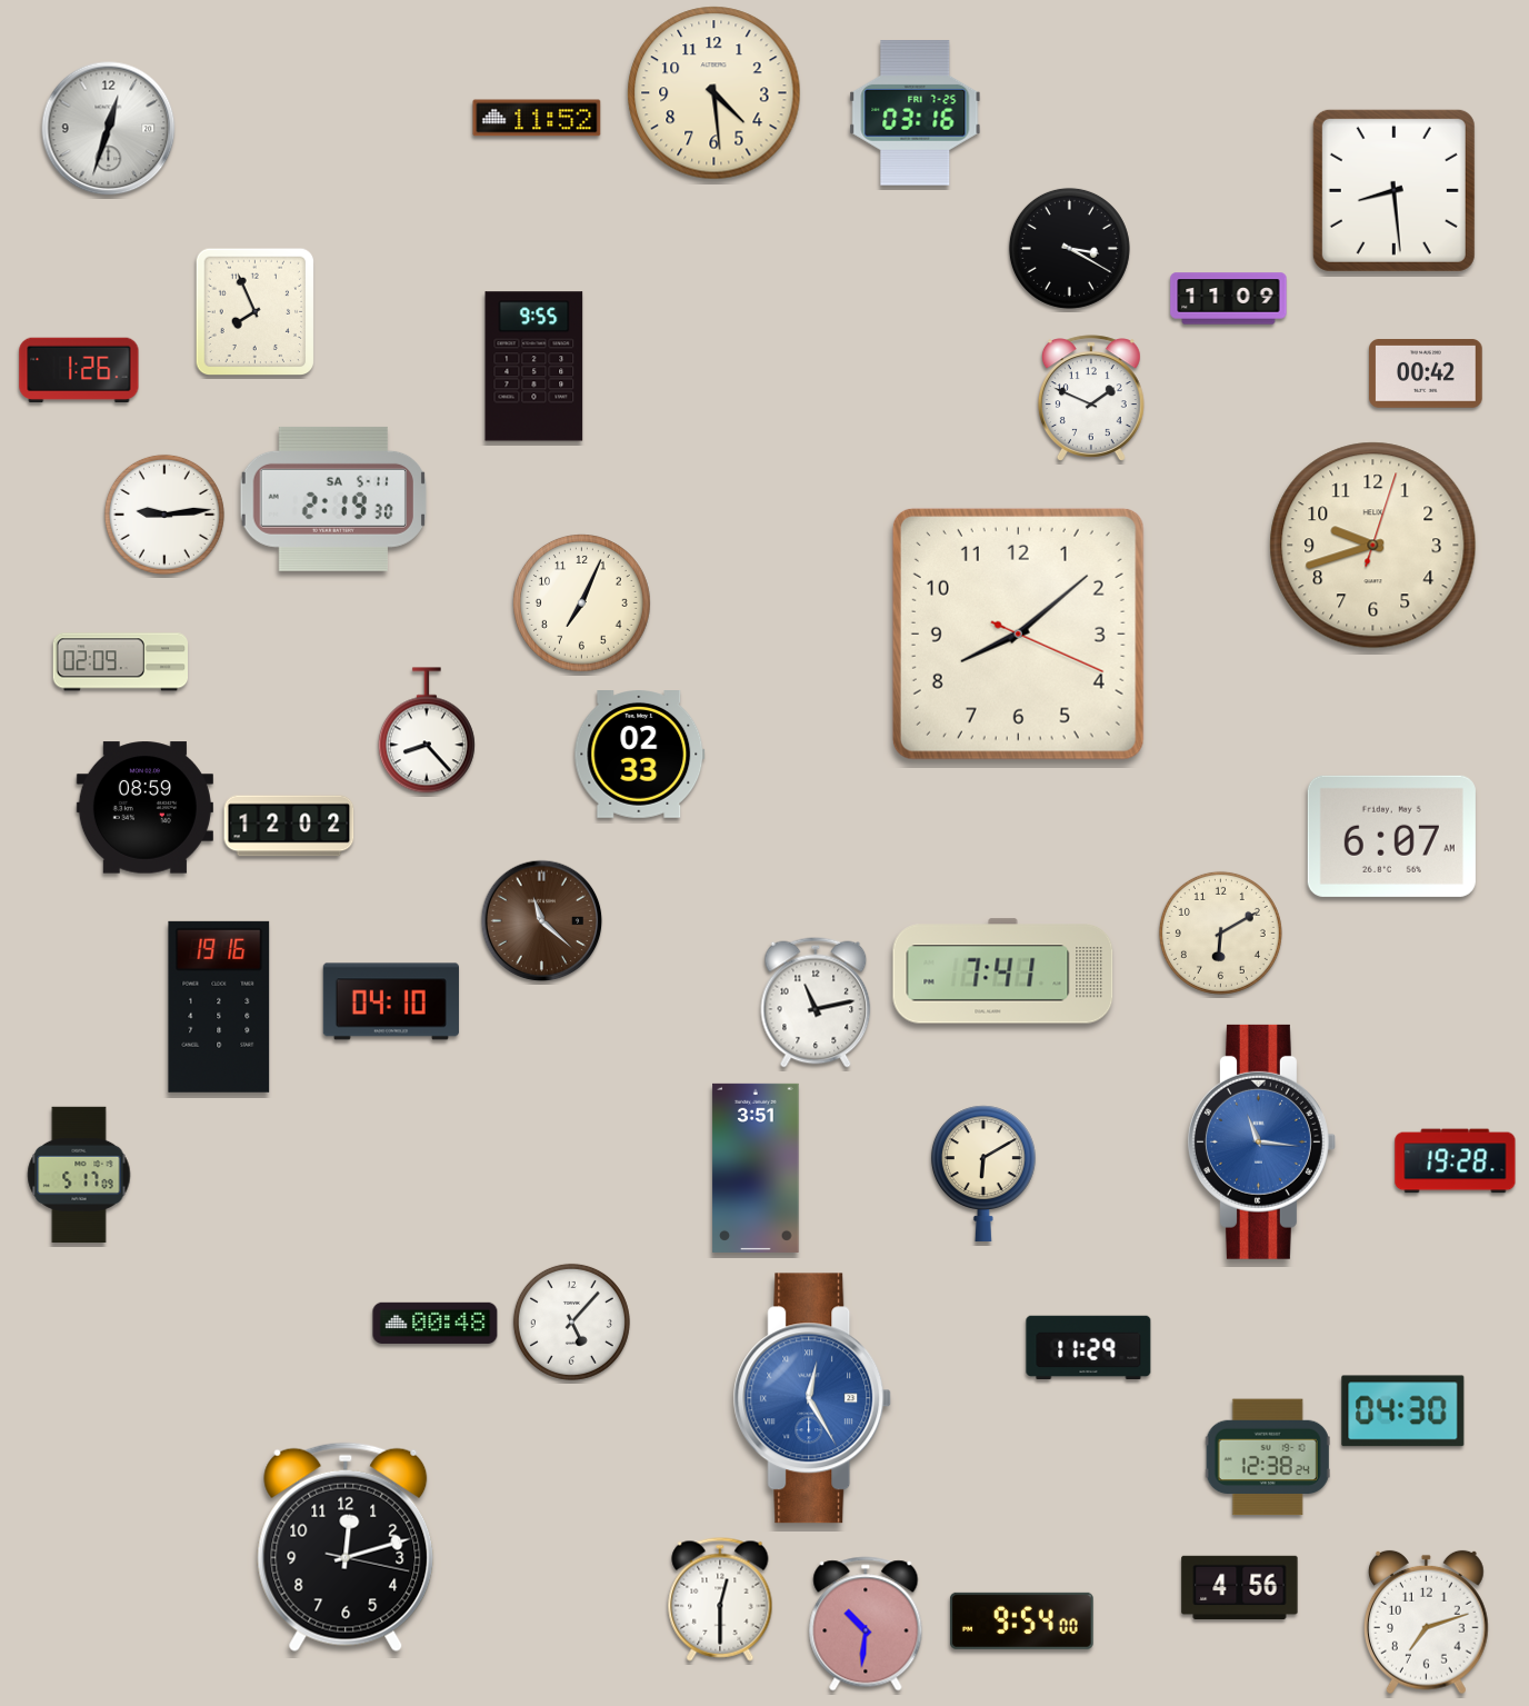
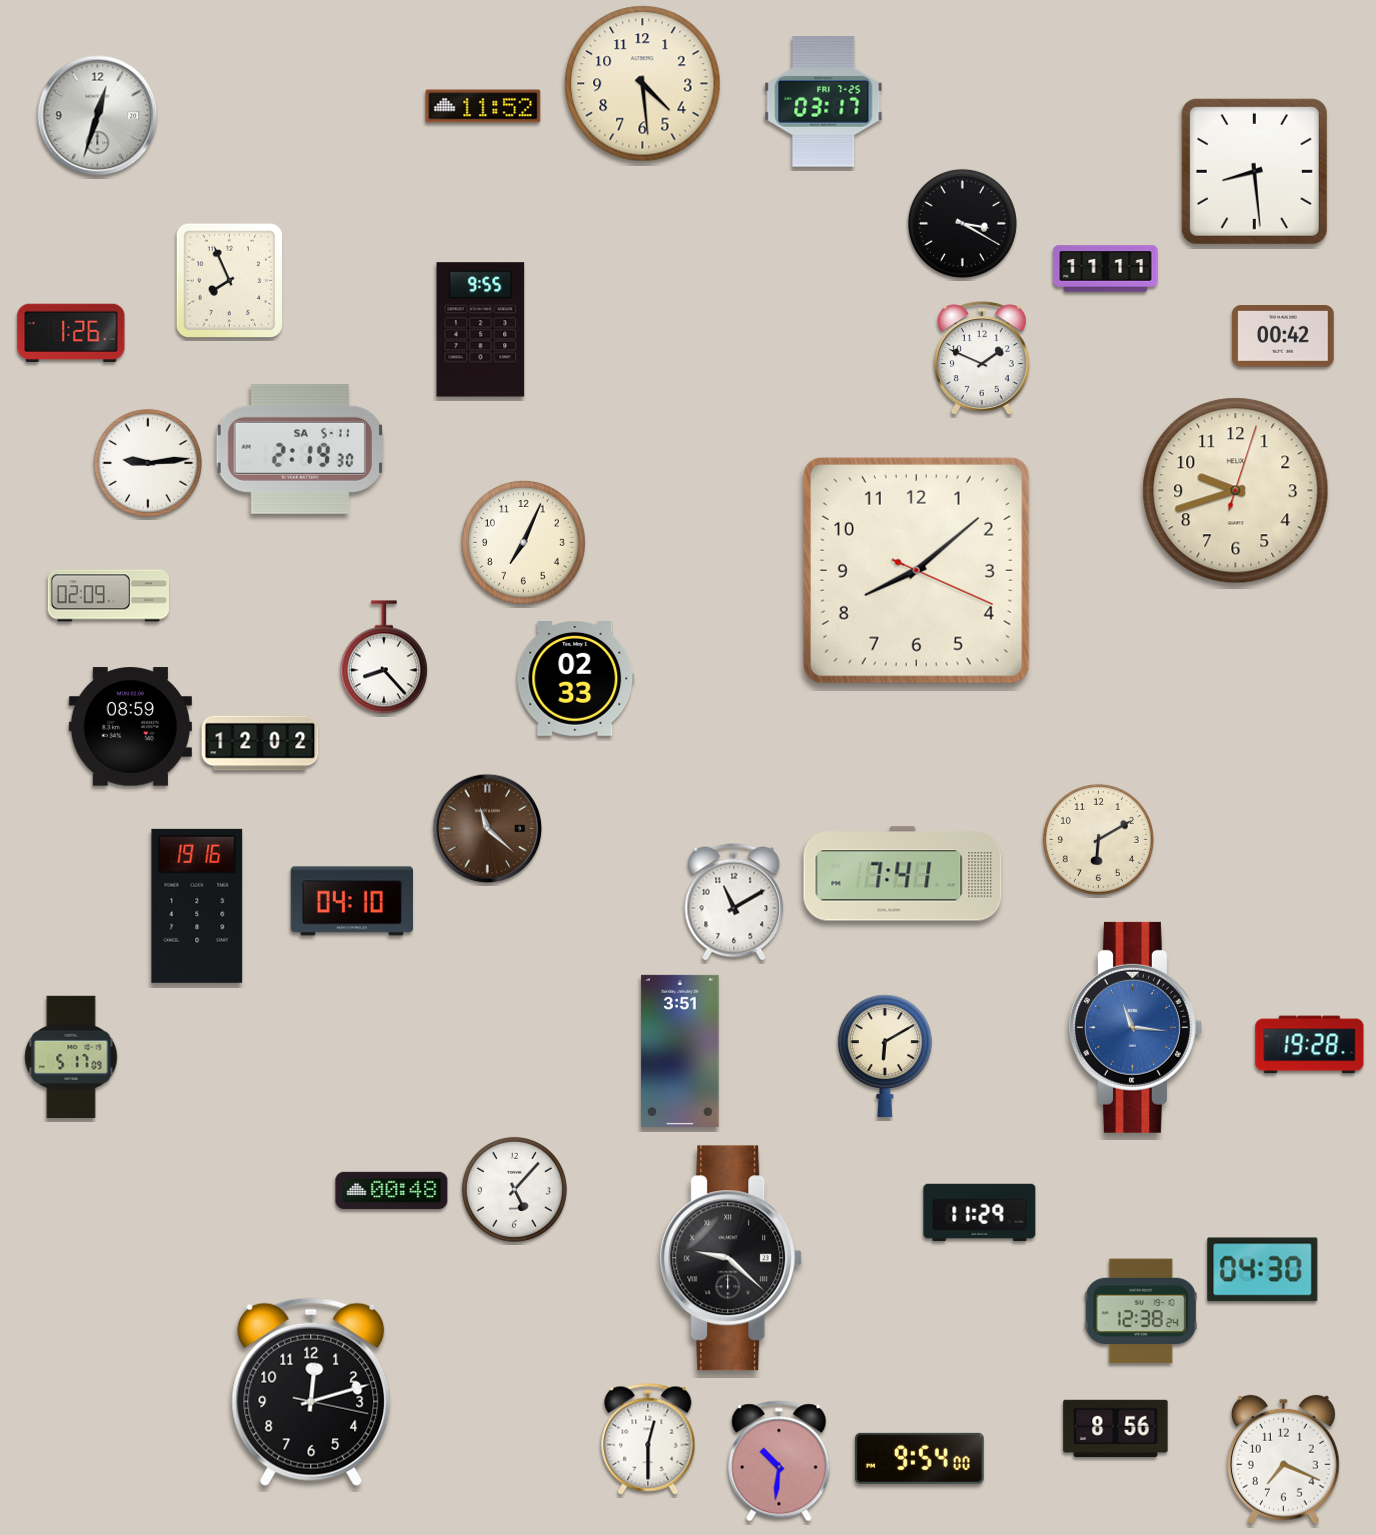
clock at (916, 113): 03:16 -> 03:17
clock at (1229, 299): 11:09 -> 11:11
clock at (1391, 836): 6:07 -> none
clock at (816, 1002): 11:13 -> 11:10
clock at (812, 1398): 12:25 -> 9:22
clock at (812, 1398) dial: blue -> black
clock at (1240, 1588): 4:56 -> 8:56
clock at (1426, 1623): 7:12 -> 7:19
